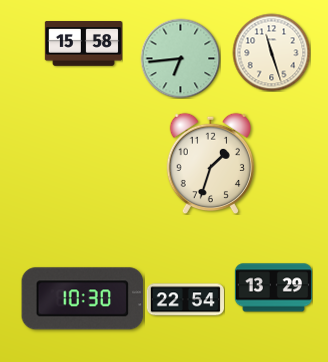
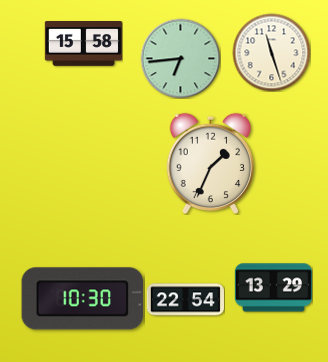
clock at (210, 163): 1:33 -> 1:34
